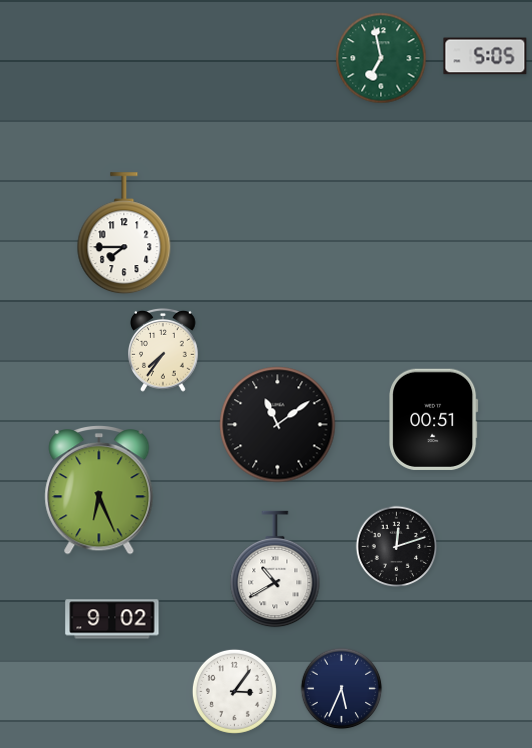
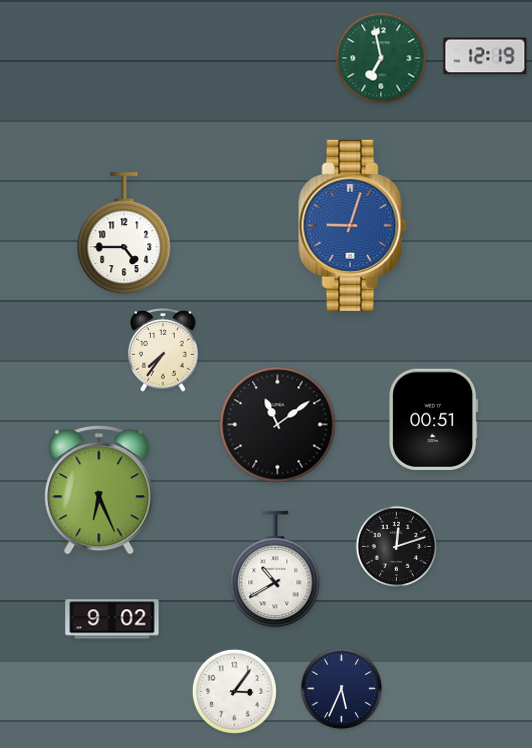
clock at (485, 56): 5:05 -> 12:19
clock at (353, 225): none -> 9:03
clock at (124, 234): 7:45 -> 4:45
